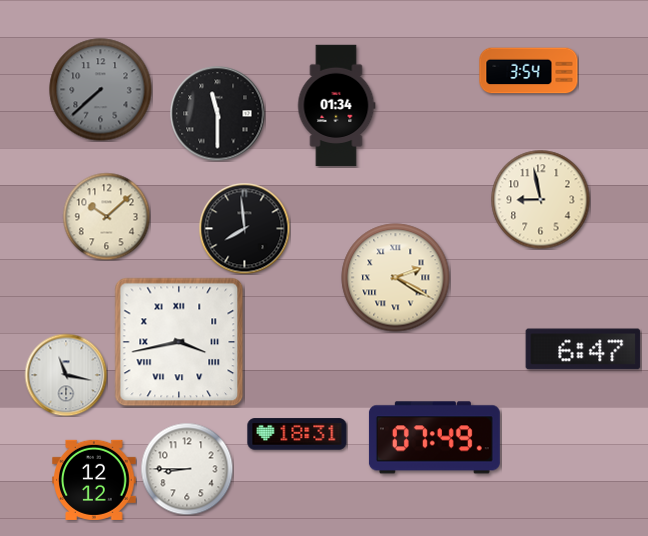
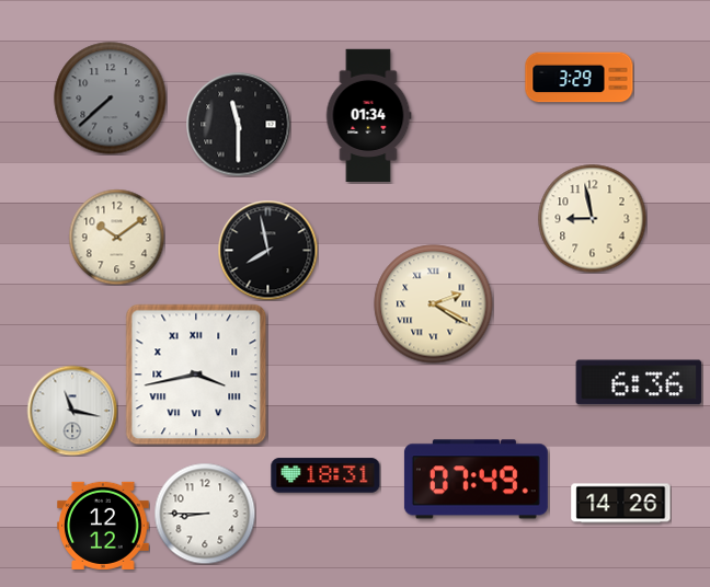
clock at (529, 71): 3:54 -> 3:29
clock at (106, 216): 10:08 -> 10:09
clock at (244, 228): 7:59 -> 7:58
clock at (583, 349): 6:47 -> 6:36
clock at (621, 504): none -> 14:26
